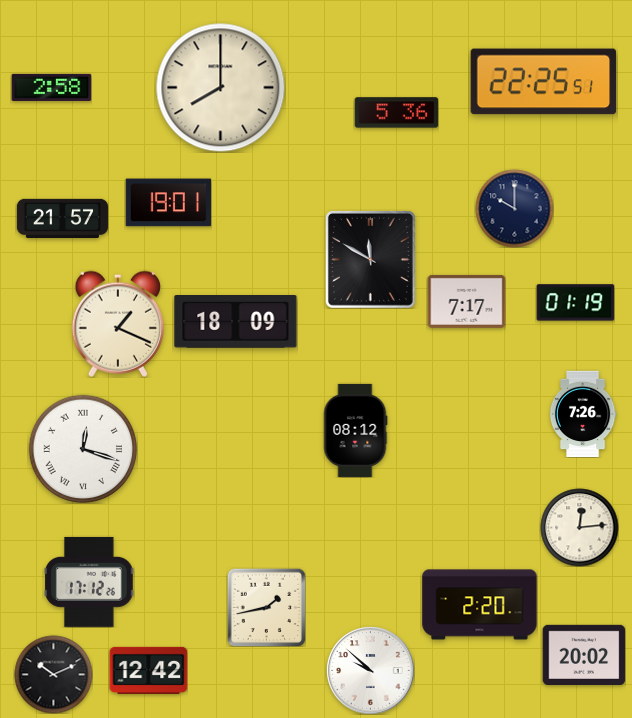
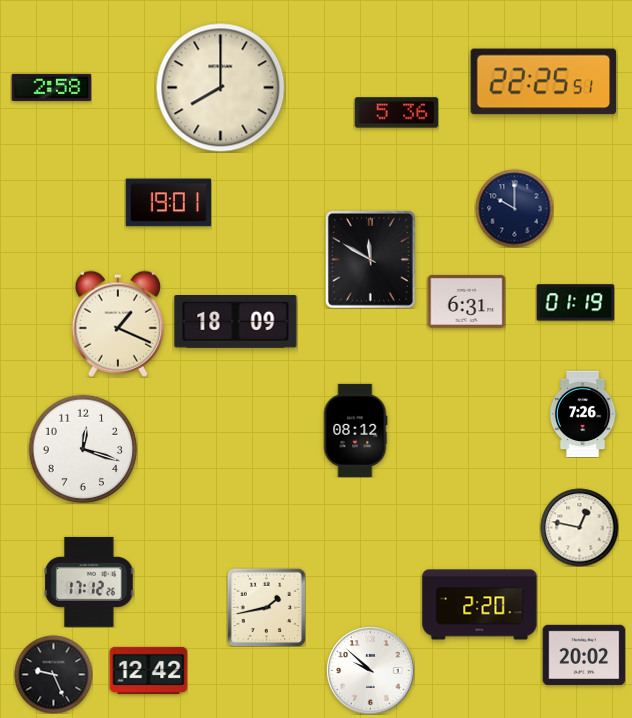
clock at (62, 218): 21:57 -> none
clock at (466, 301): 7:17 -> 6:31
clock at (83, 449) numerals: Roman -> Arabic
clock at (579, 527): 12:14 -> 12:47
clock at (53, 674): 10:11 -> 9:26
